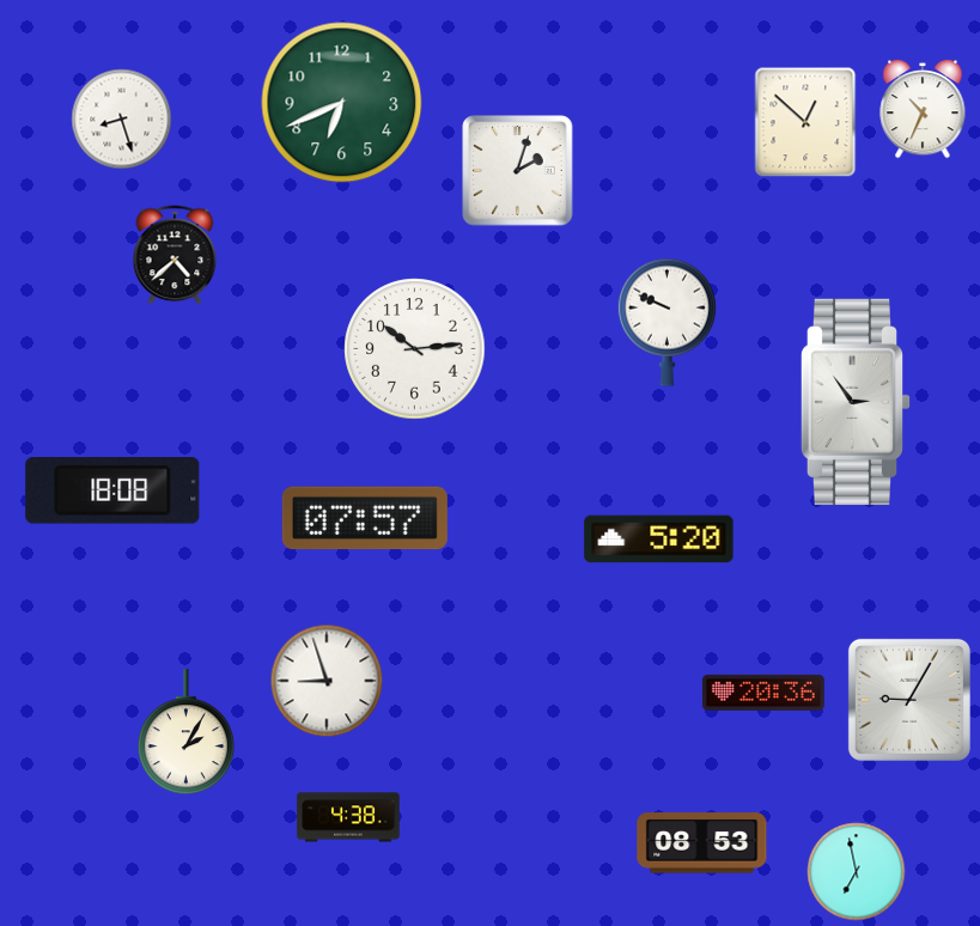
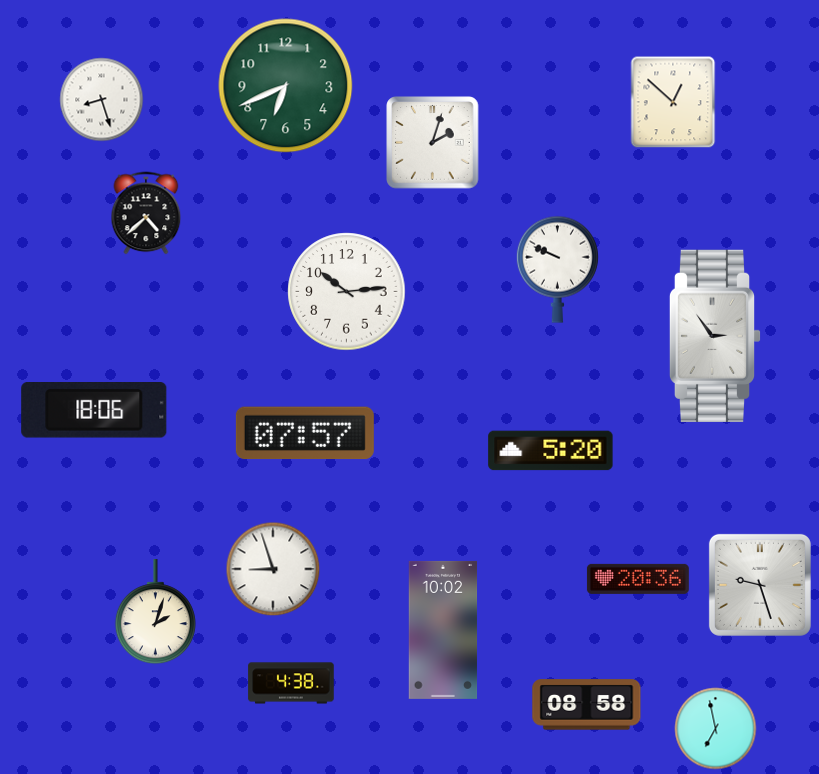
clock at (923, 109): 10:34 -> none
clock at (112, 492): 18:08 -> 18:06
clock at (909, 700): 9:05 -> 9:27
clock at (185, 732): 2:05 -> 2:03
clock at (443, 630): none -> 10:02
clock at (702, 843): 08:53 -> 08:58
